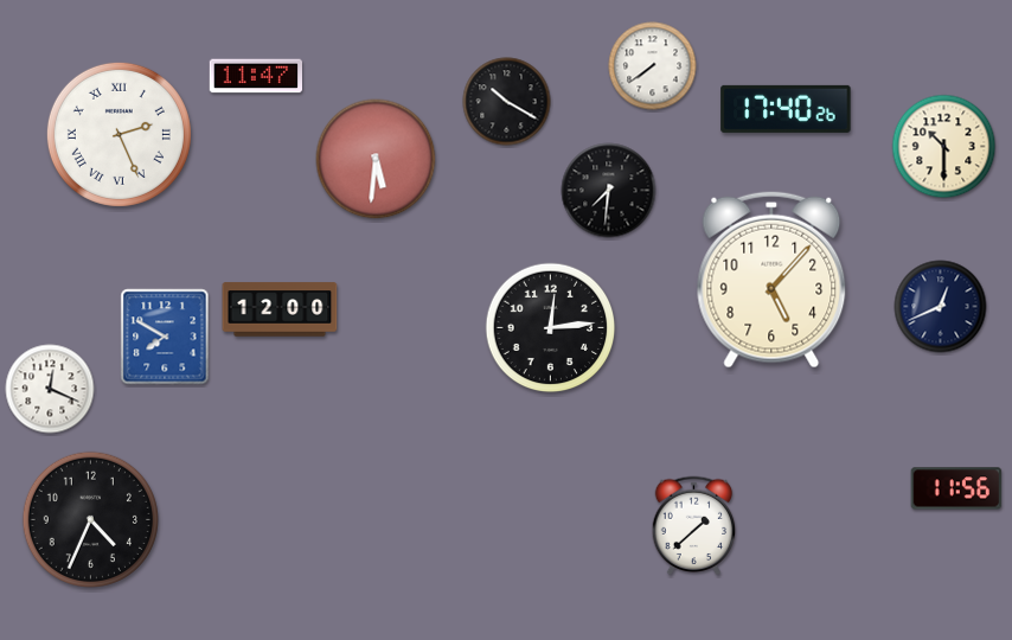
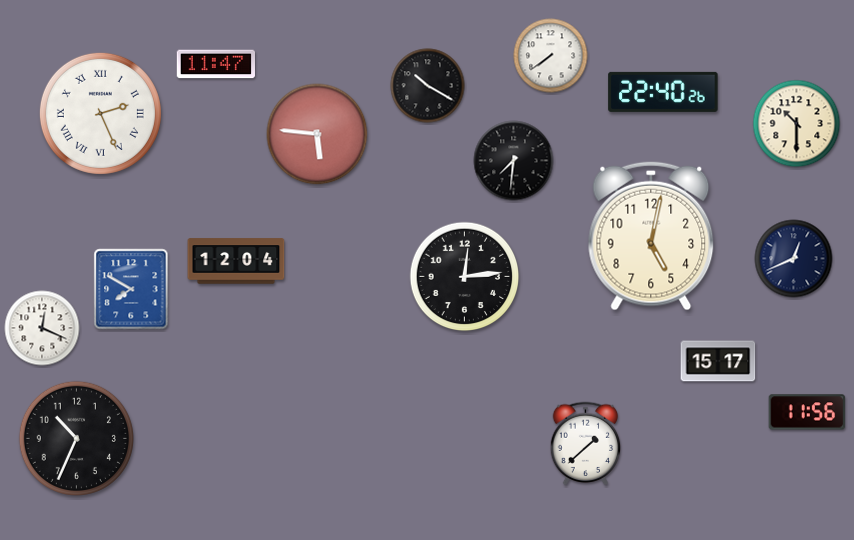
clock at (786, 109): 17:40 -> 22:40
clock at (376, 159): 5:31 -> 5:46
clock at (771, 280): 5:07 -> 5:02
clock at (280, 309): 12:00 -> 12:04
clock at (165, 337) position: (165, 337) -> (131, 289)
clock at (718, 361): none -> 15:17
clock at (90, 519): 4:34 -> 10:34
